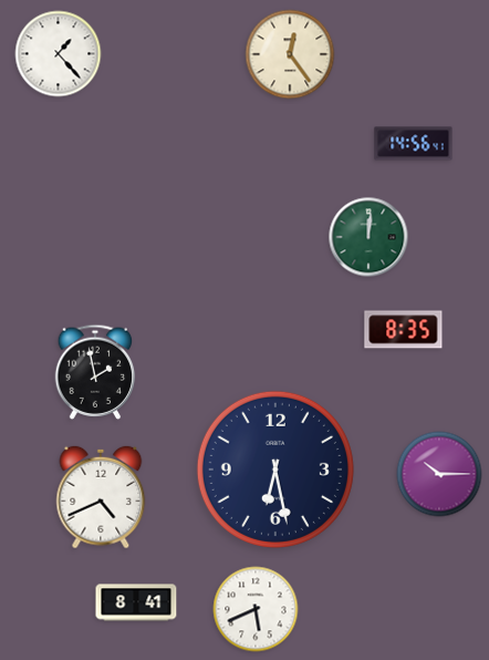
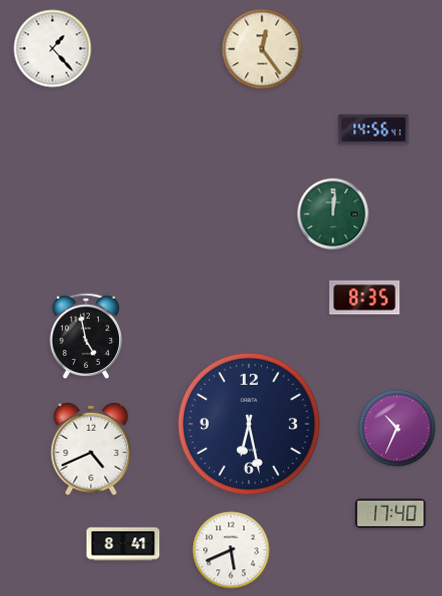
clock at (95, 372): 1:58 -> 4:58
clock at (439, 474): 10:15 -> 10:34
clock at (391, 514): none -> 17:40
